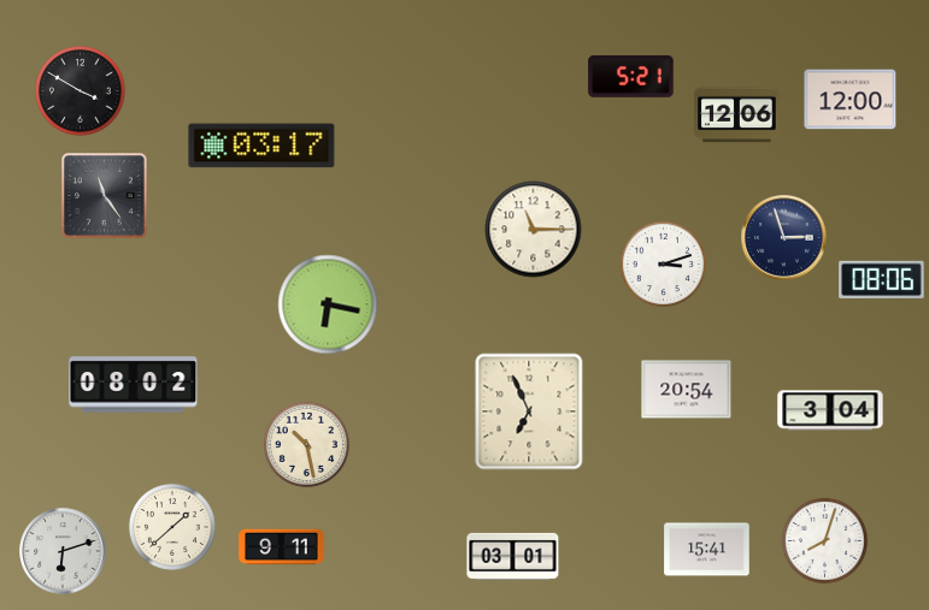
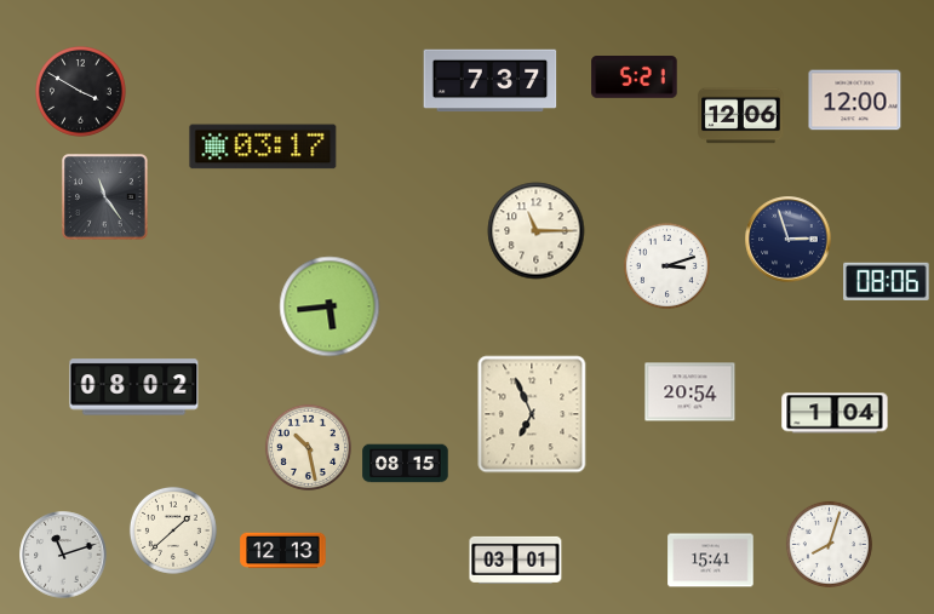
clock at (491, 81): none -> 7:37
clock at (328, 304): 6:17 -> 5:44
clock at (830, 410): 3:04 -> 1:04
clock at (406, 464): none -> 08:15
clock at (282, 547): 9:11 -> 12:13
clock at (707, 550) position: (707, 550) -> (711, 561)
clock at (63, 551): 6:12 -> 11:12
